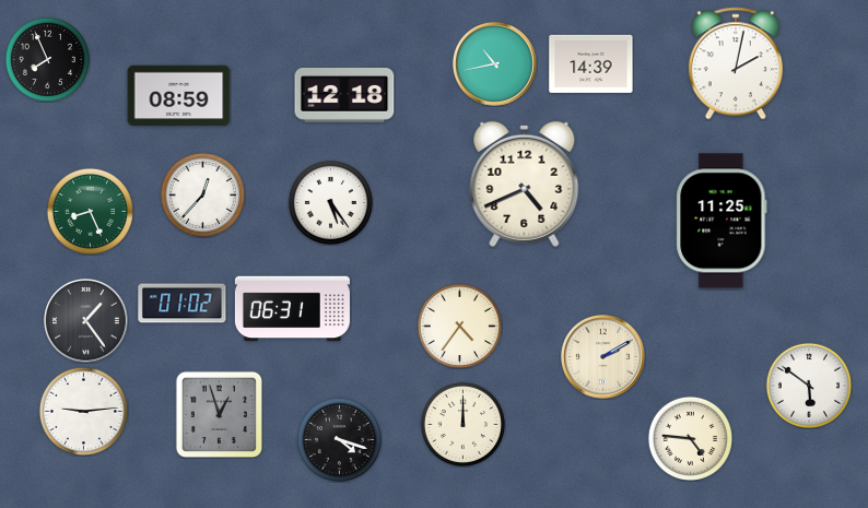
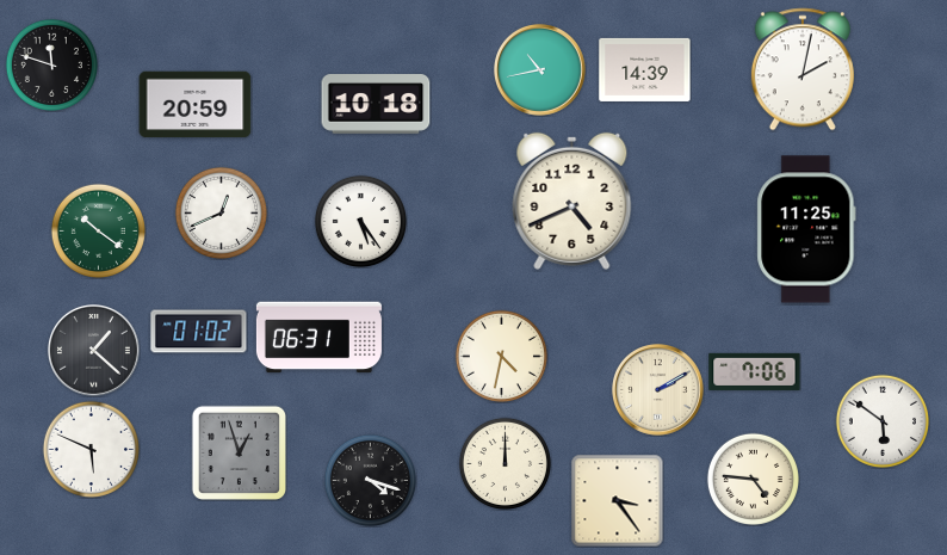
clock at (47, 59): 7:56 -> 11:48
clock at (179, 96): 08:59 -> 20:59
clock at (344, 96): 12:18 -> 10:18
clock at (202, 194): 12:37 -> 12:41
clock at (90, 211): 8:26 -> 10:21
clock at (722, 221) position: (722, 221) -> (806, 229)
clock at (86, 321): 1:24 -> 1:22
clock at (459, 326): 4:36 -> 4:32
clock at (755, 371): none -> 7:06
clock at (83, 411): 9:14 -> 5:49
clock at (617, 500): none -> 3:24
